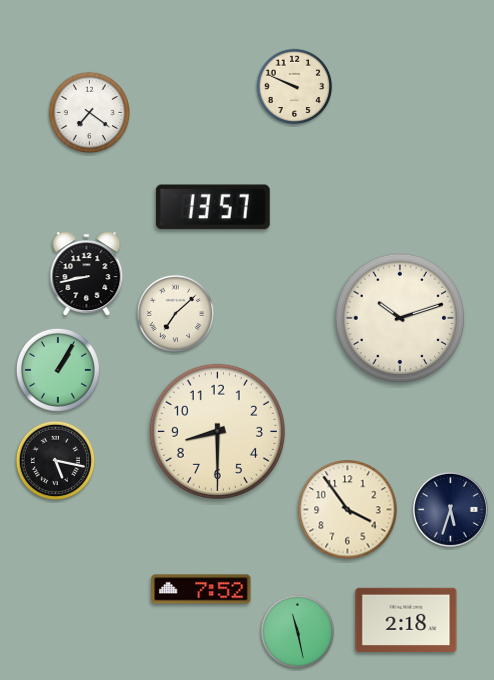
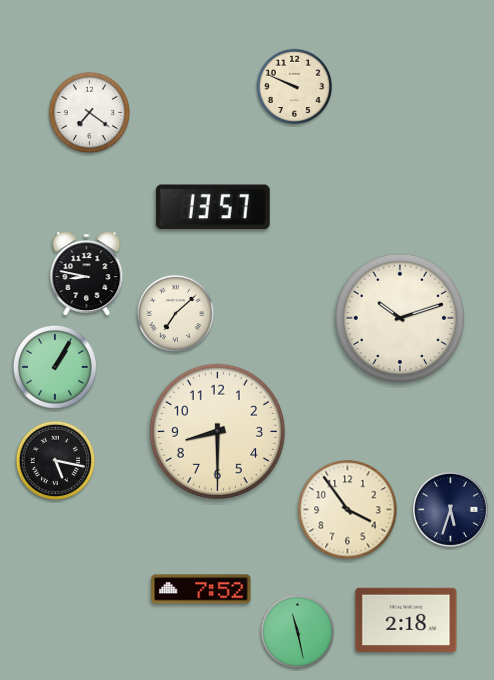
clock at (87, 274): 8:43 -> 8:47
clock at (58, 370) position: (58, 370) -> (55, 367)
